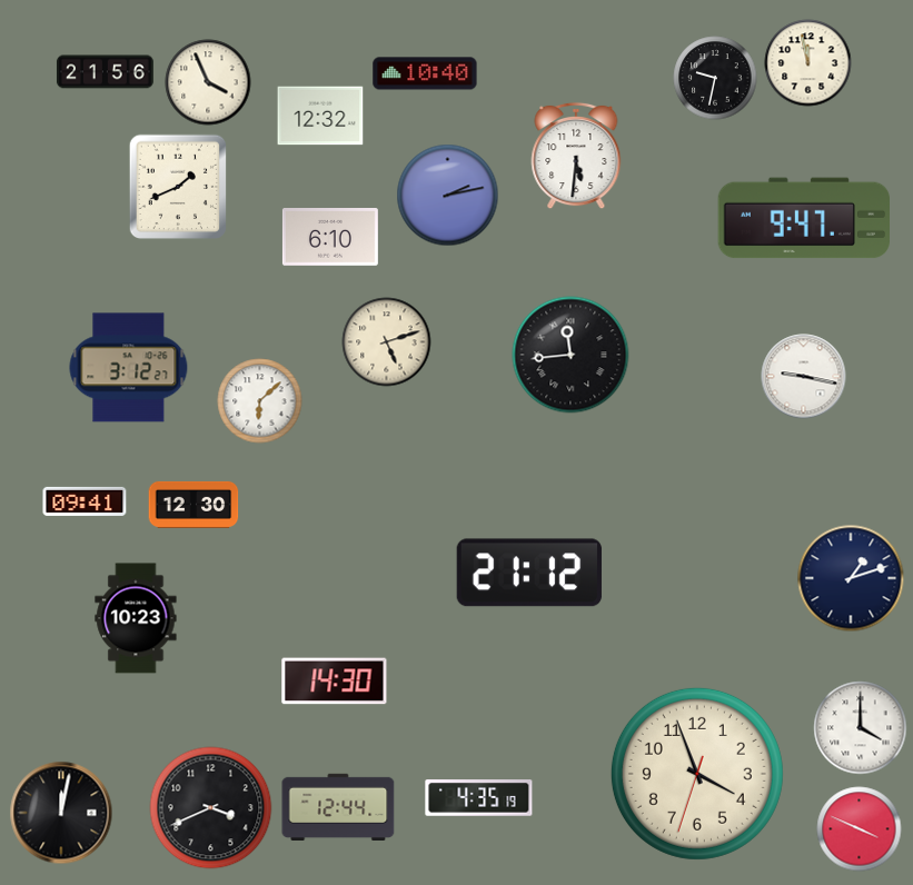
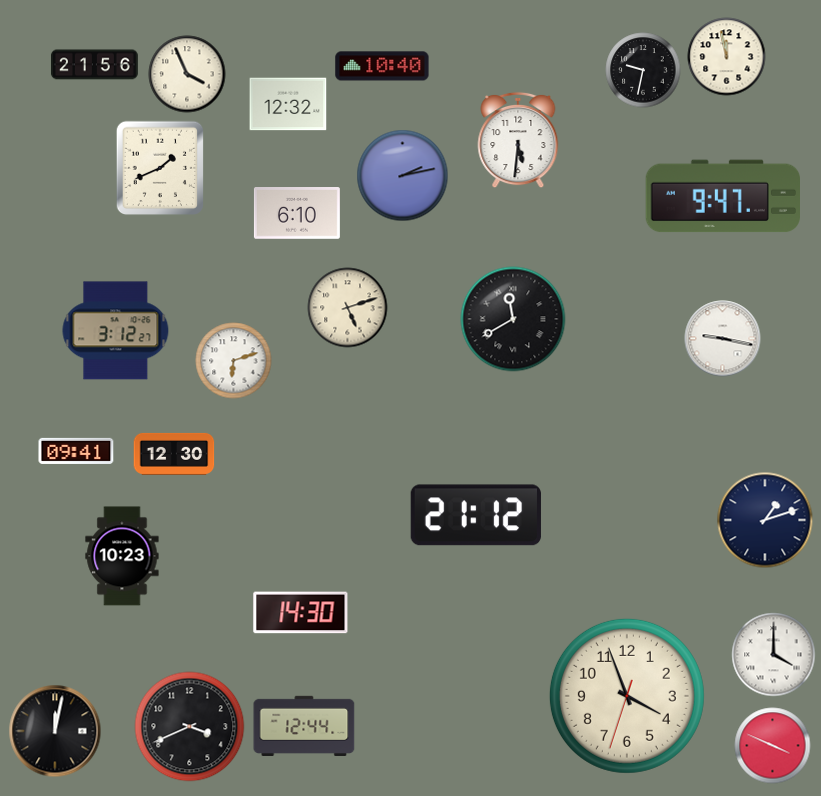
clock at (570, 355): 11:44 -> 11:40
clock at (260, 401): 6:08 -> 6:12
clock at (479, 798): 4:35 -> none
